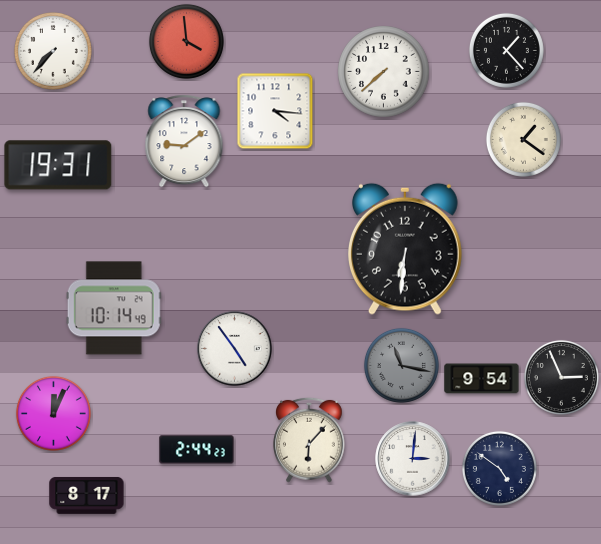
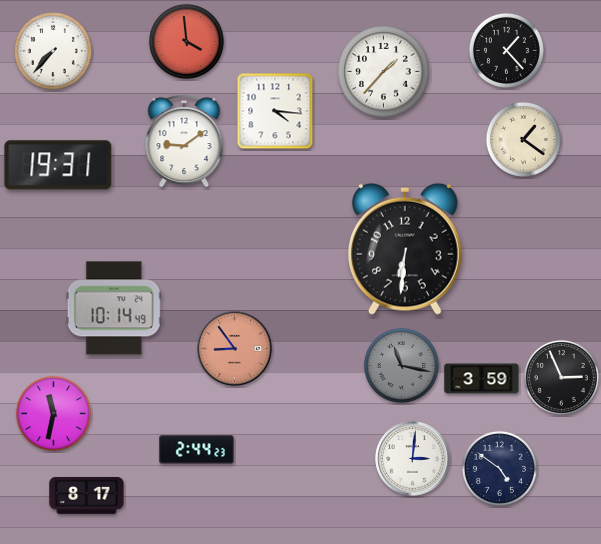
clock at (384, 72): 7:38 -> 1:37
clock at (235, 349): 4:54 -> 8:54
clock at (235, 349) dial: white -> salmon
clock at (482, 379): 9:54 -> 3:59
clock at (53, 413): 12:04 -> 11:32
clock at (310, 440): 6:07 -> none
